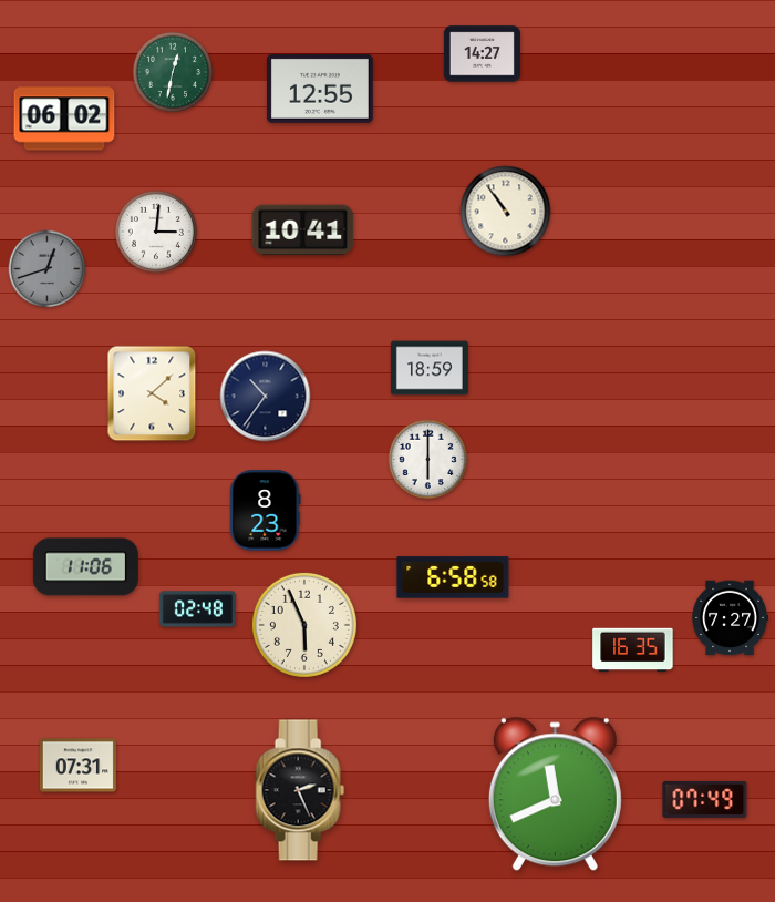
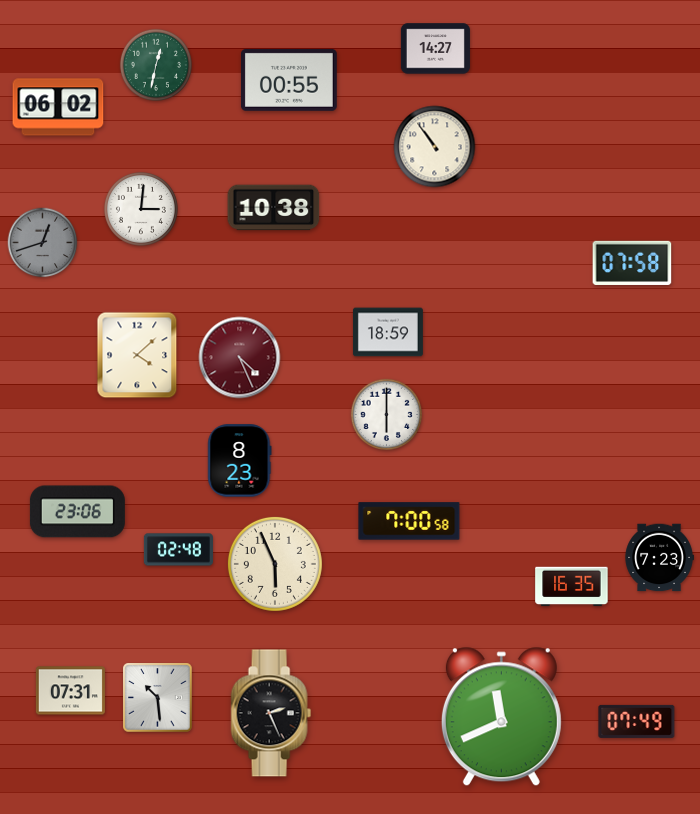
clock at (320, 89): 12:55 -> 00:55
clock at (506, 212) position: (506, 212) -> (435, 147)
clock at (303, 230): 10:41 -> 10:38
clock at (632, 263): none -> 07:58
clock at (266, 397): 10:36 -> 4:26
clock at (266, 397) dial: navy -> burgundy
clock at (85, 567): 11:06 -> 23:06
clock at (453, 577): 6:58 -> 7:00
clock at (730, 618): 7:27 -> 7:23
clock at (158, 698): none -> 10:29
